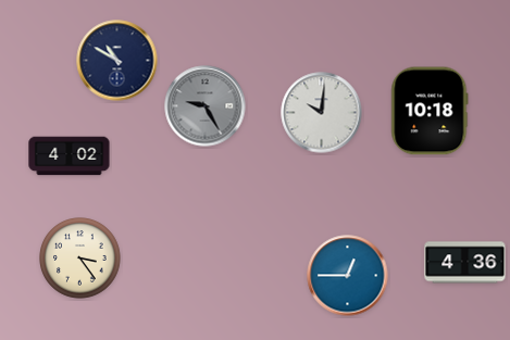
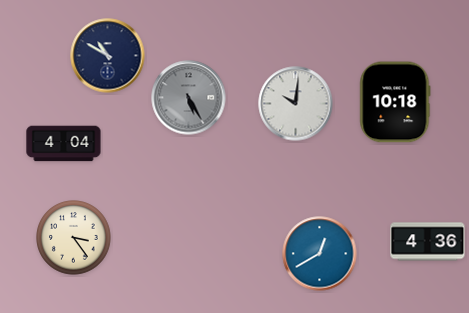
clock at (206, 106): 9:25 -> 5:25
clock at (70, 156): 4:02 -> 4:04
clock at (348, 276): 12:45 -> 12:40
